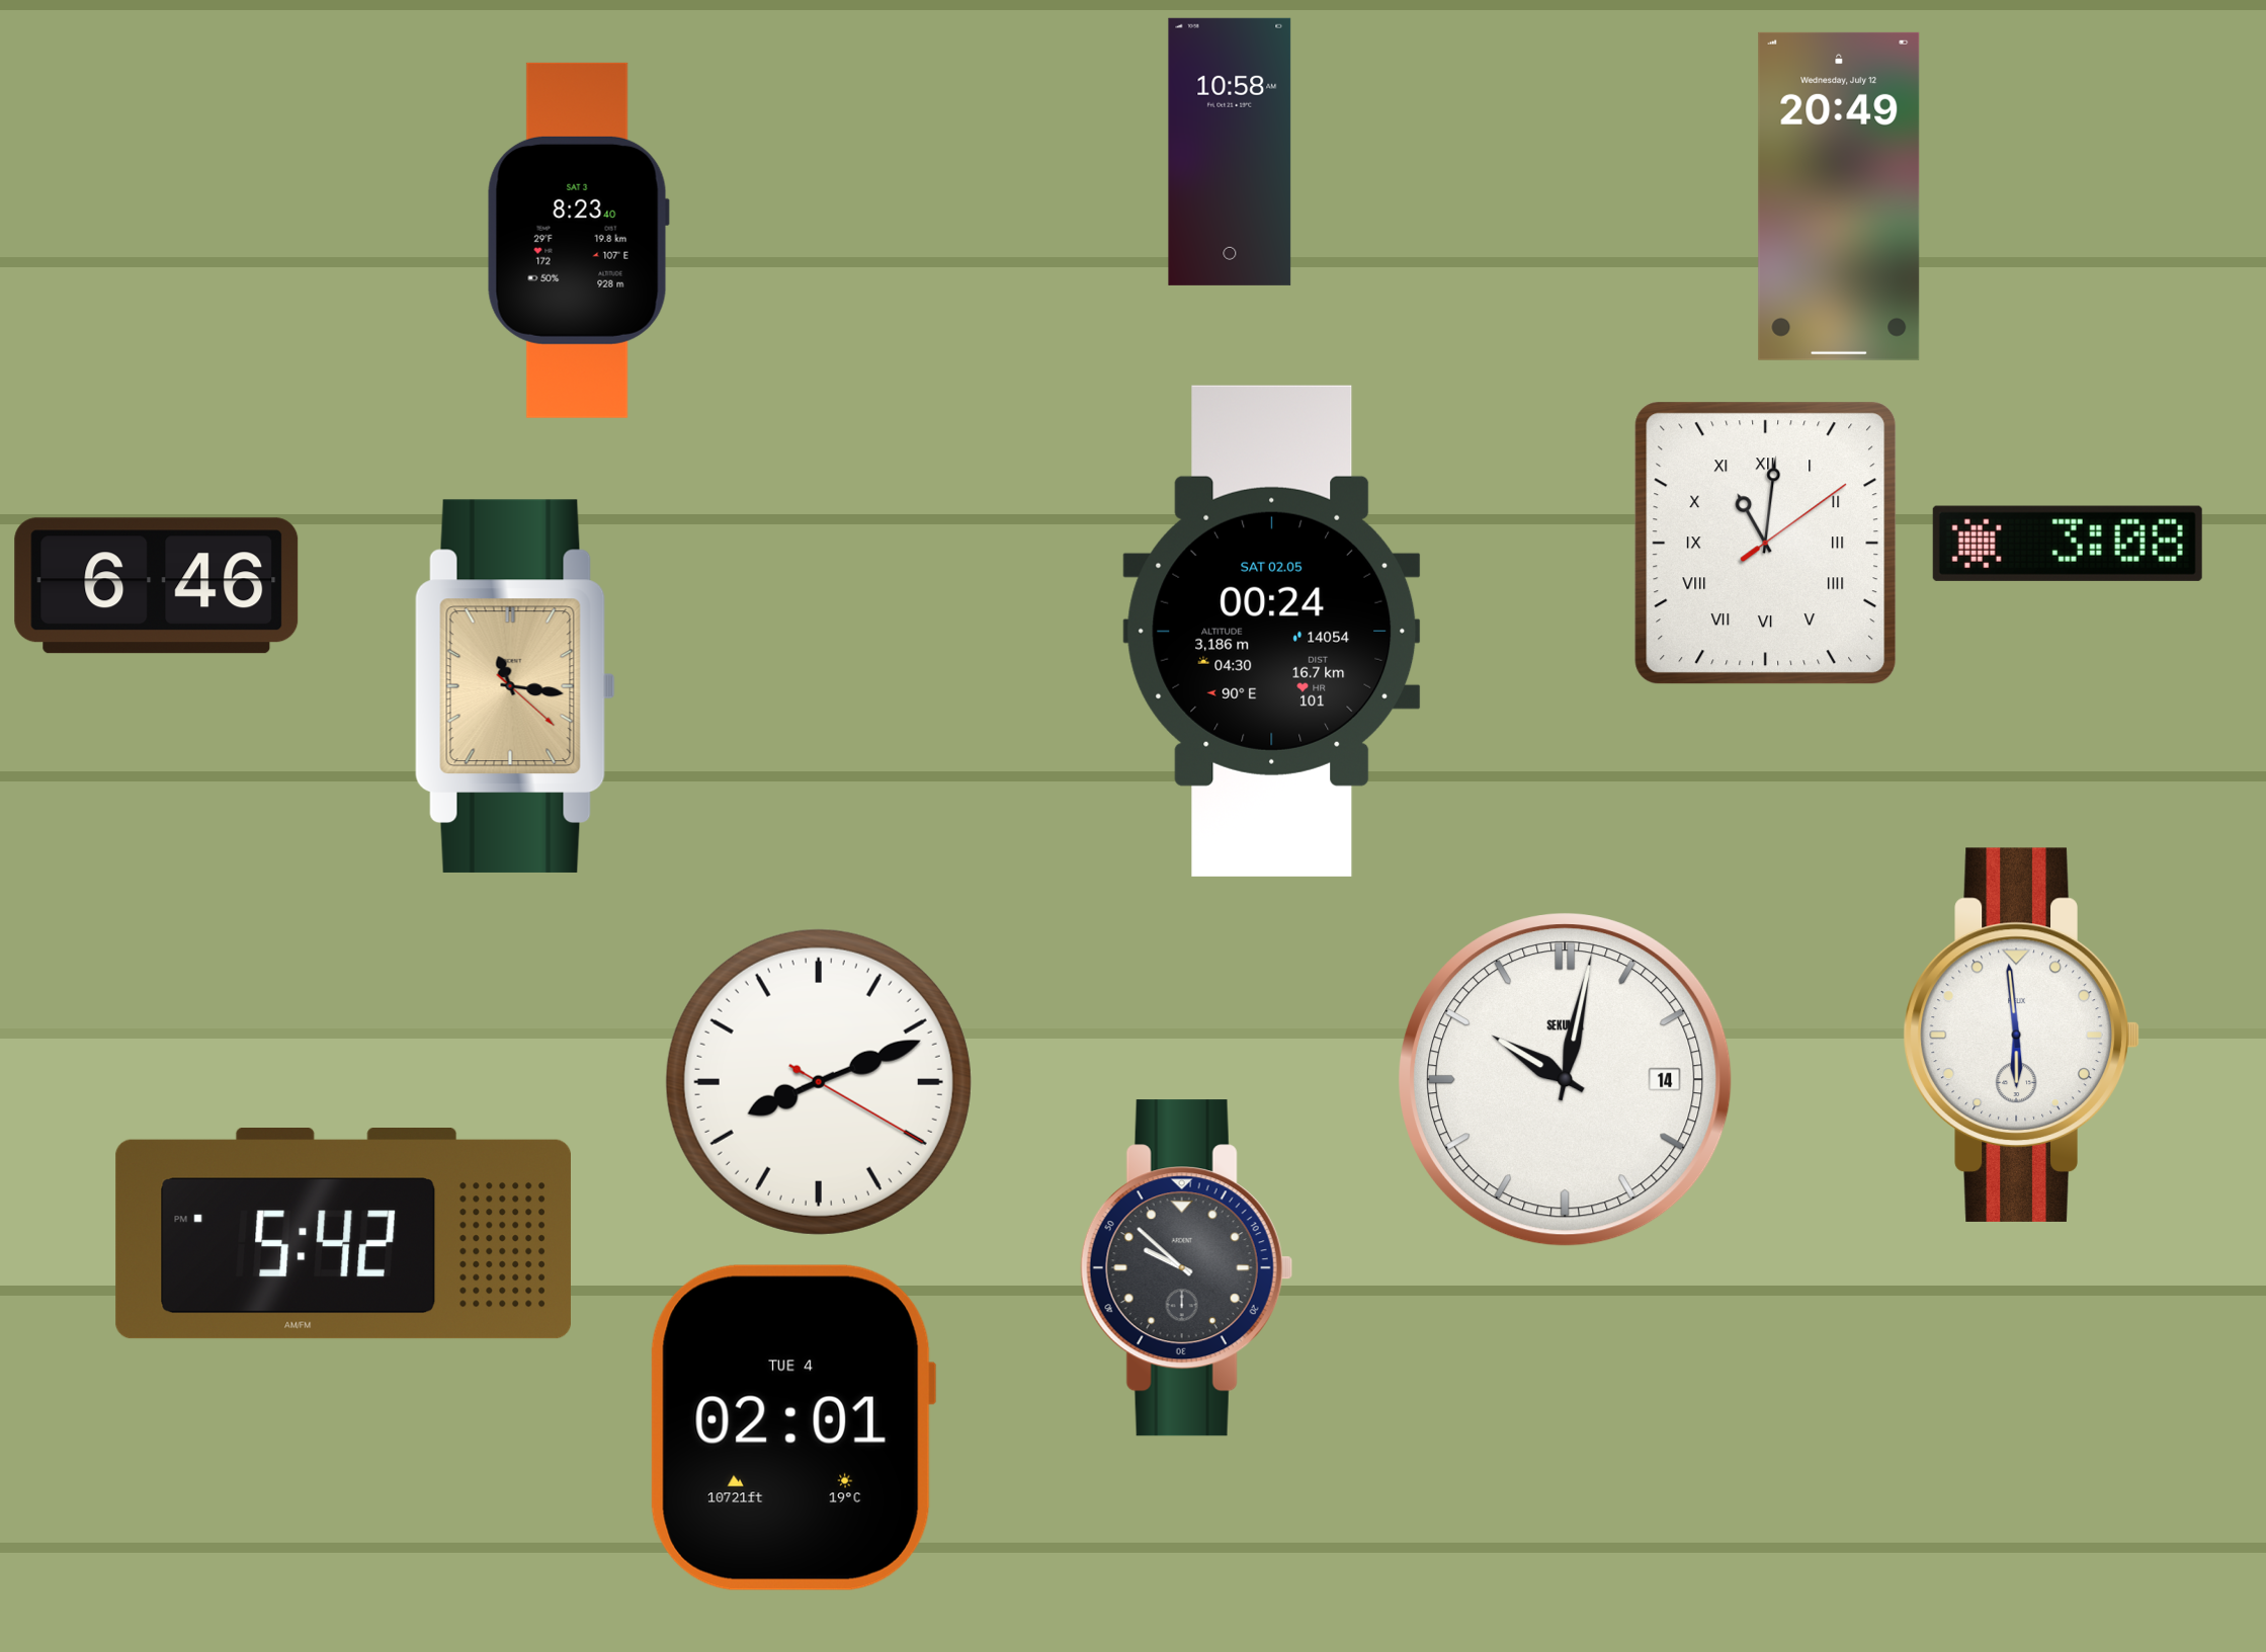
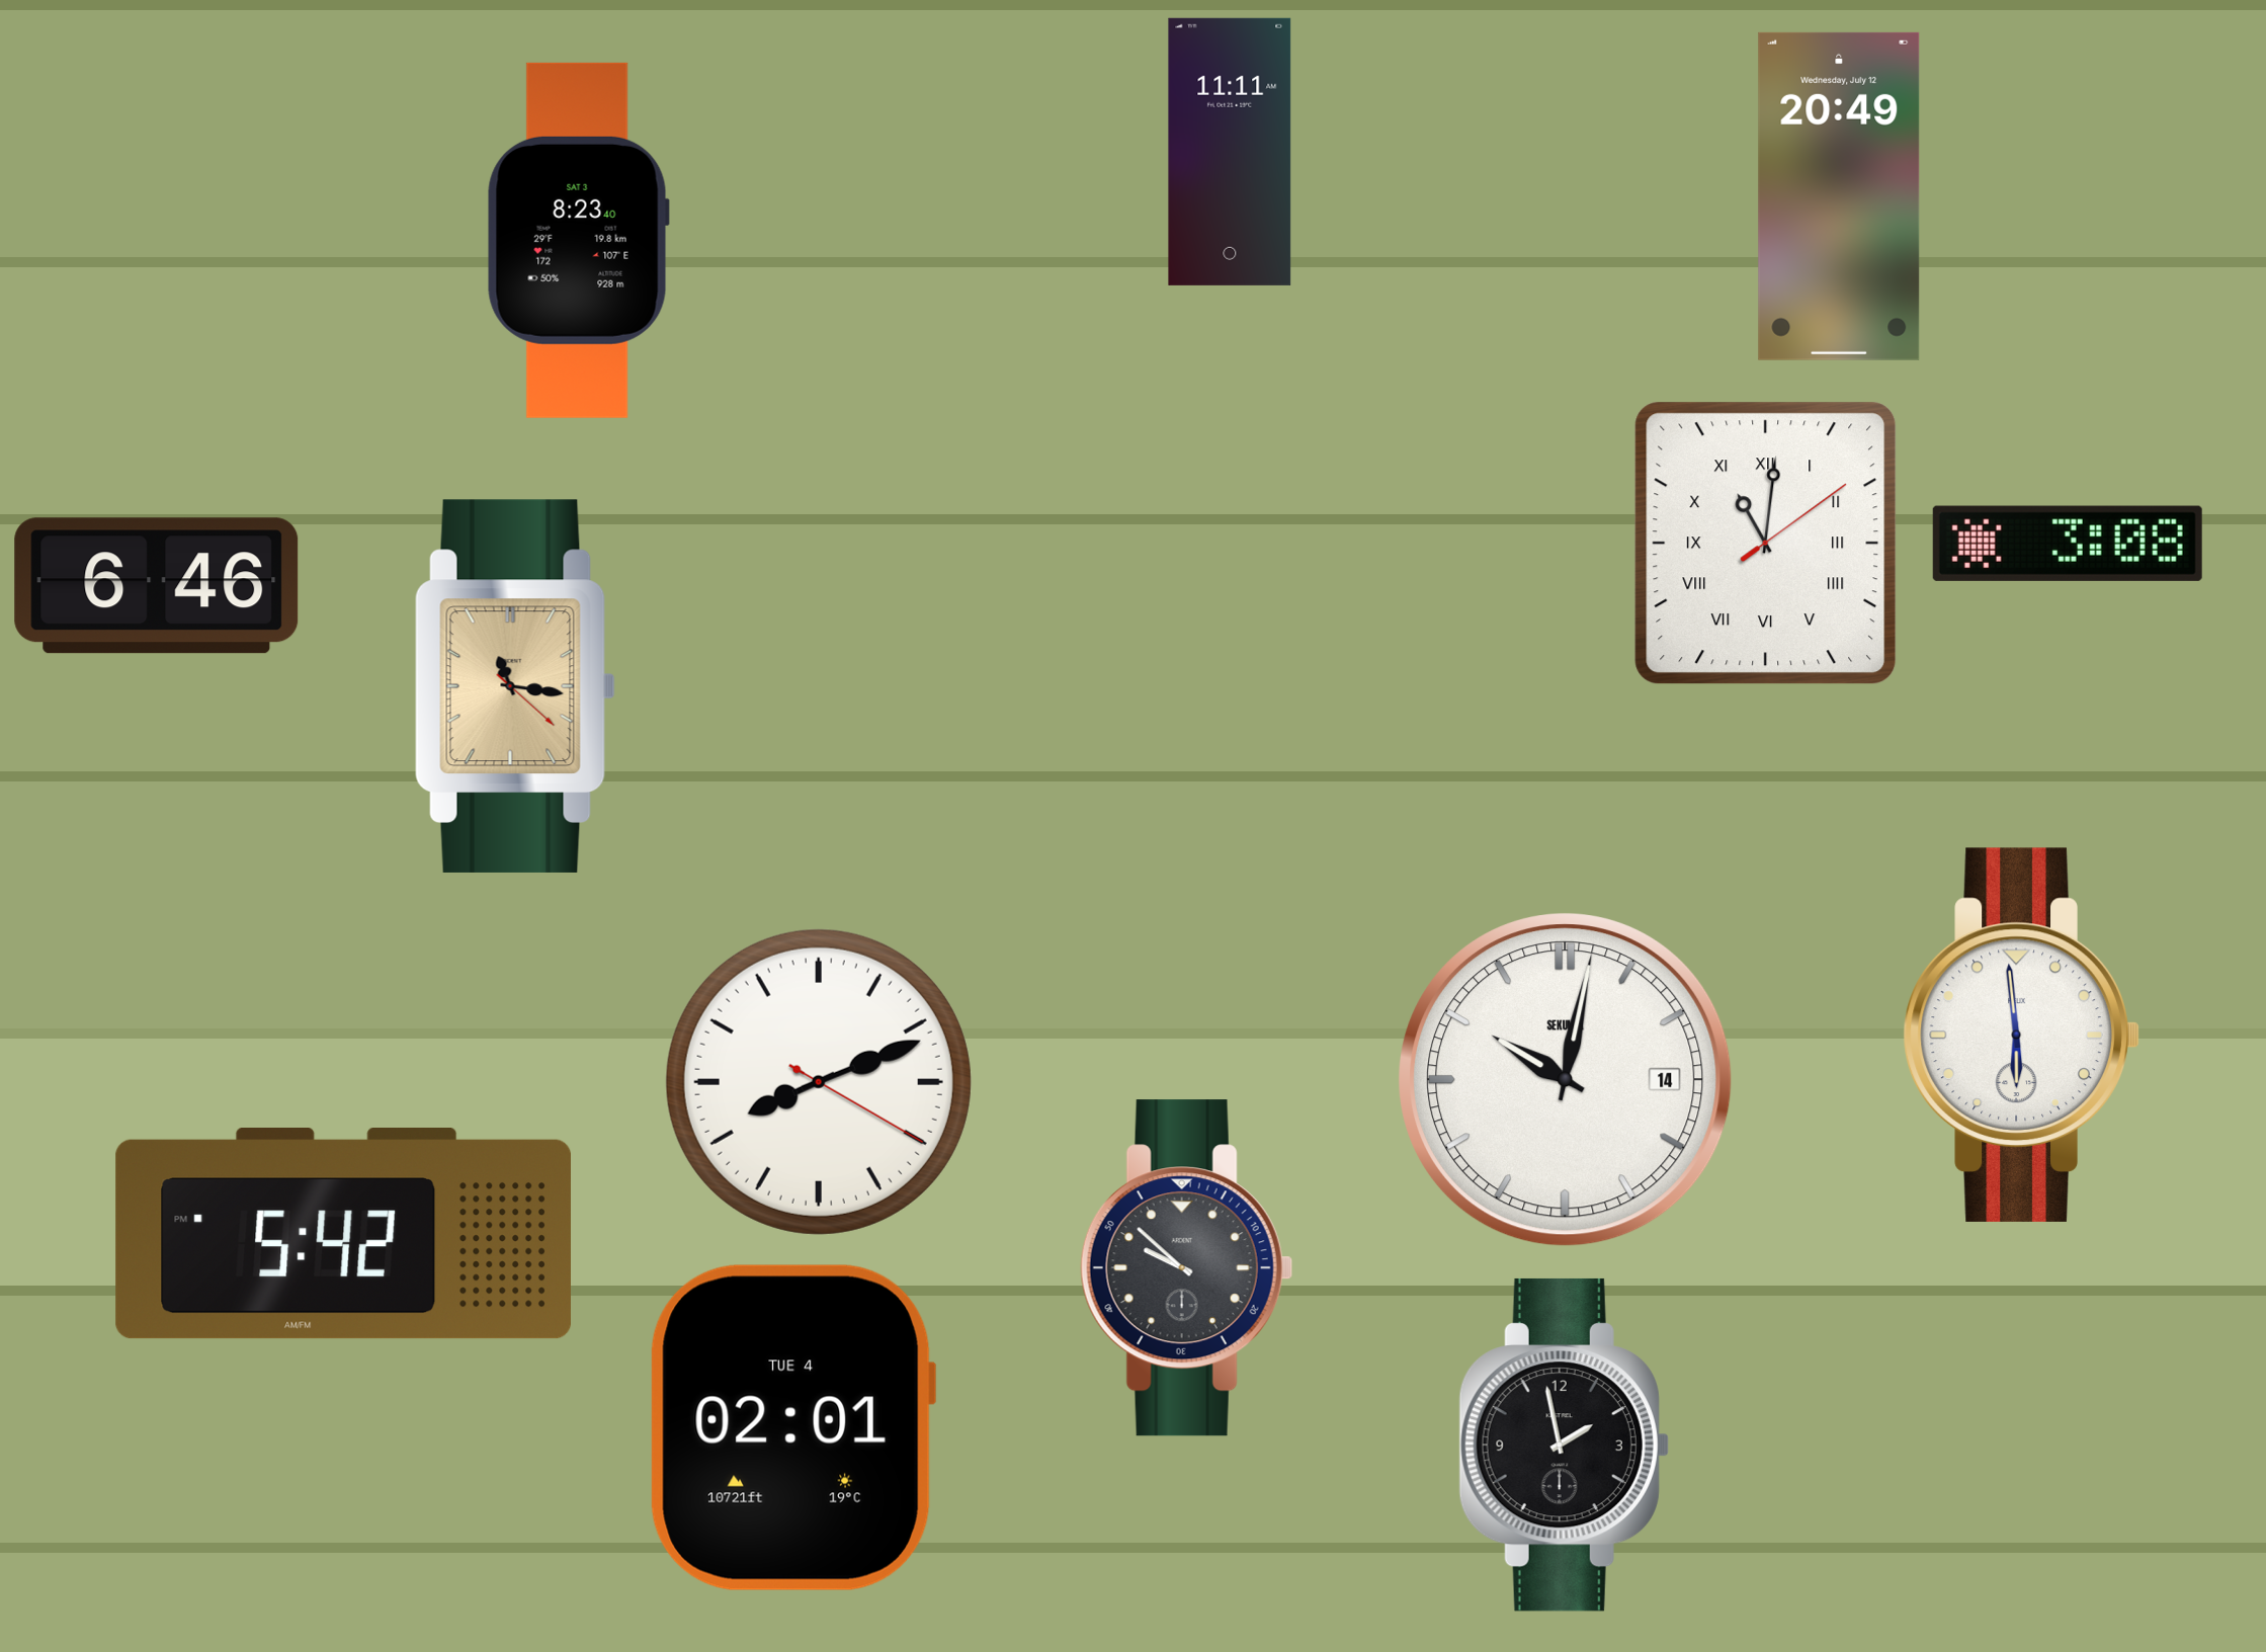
clock at (1230, 152): 10:58 -> 11:11
clock at (1272, 631): 00:24 -> none
clock at (1564, 1444): none -> 1:58
